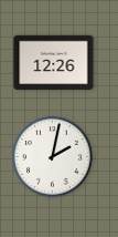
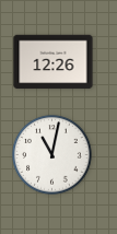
clock at (53, 157): 2:02 -> 11:02
